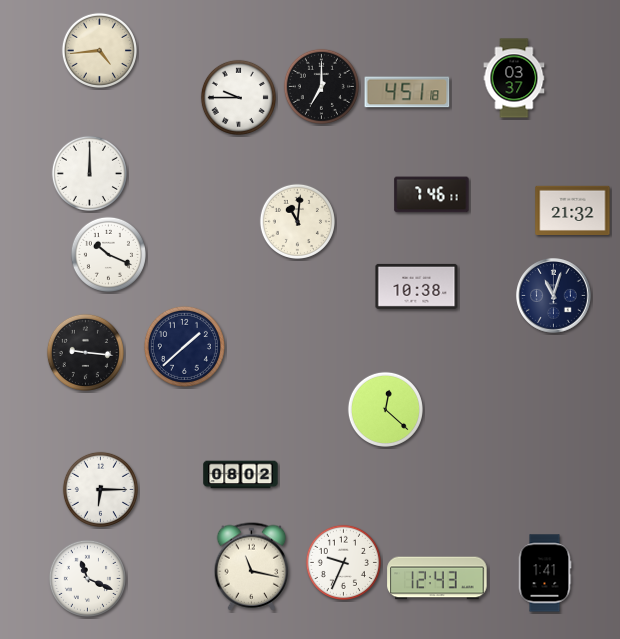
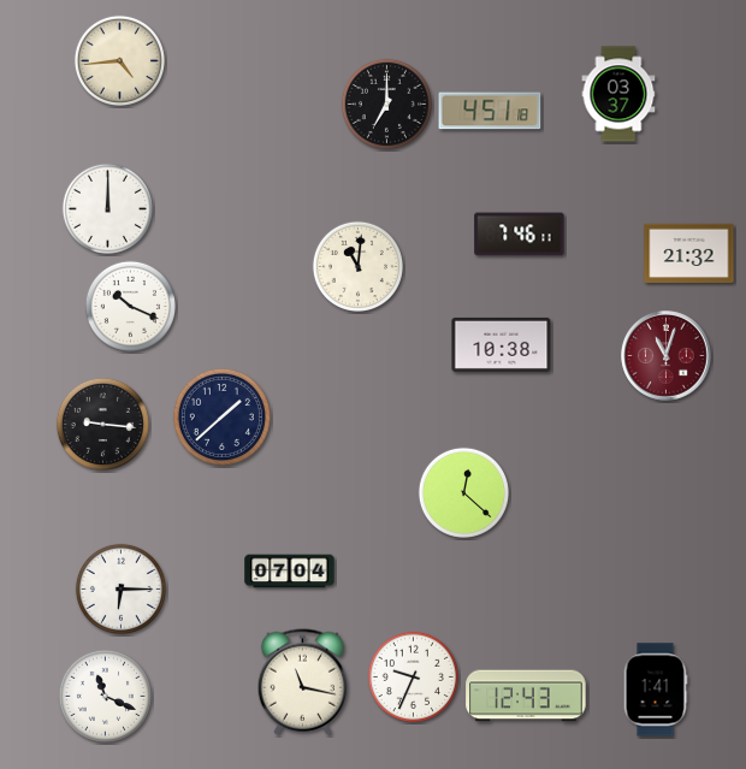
clock at (238, 97): 9:45 -> none
clock at (554, 296) dial: navy -> burgundy
clock at (241, 475): 08:02 -> 07:04
